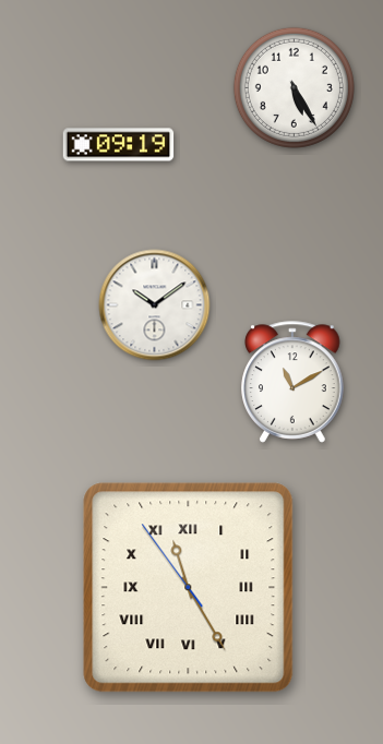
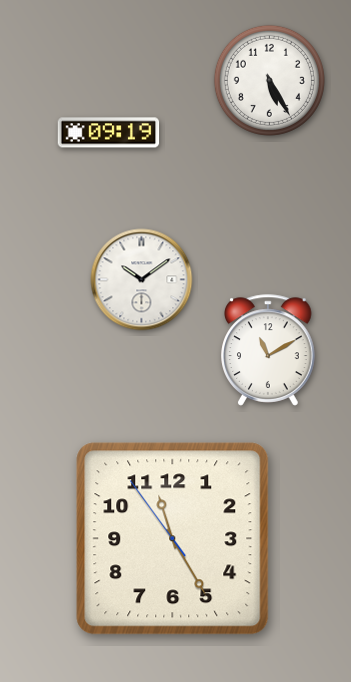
clock at (189, 588) numerals: Roman -> Arabic
